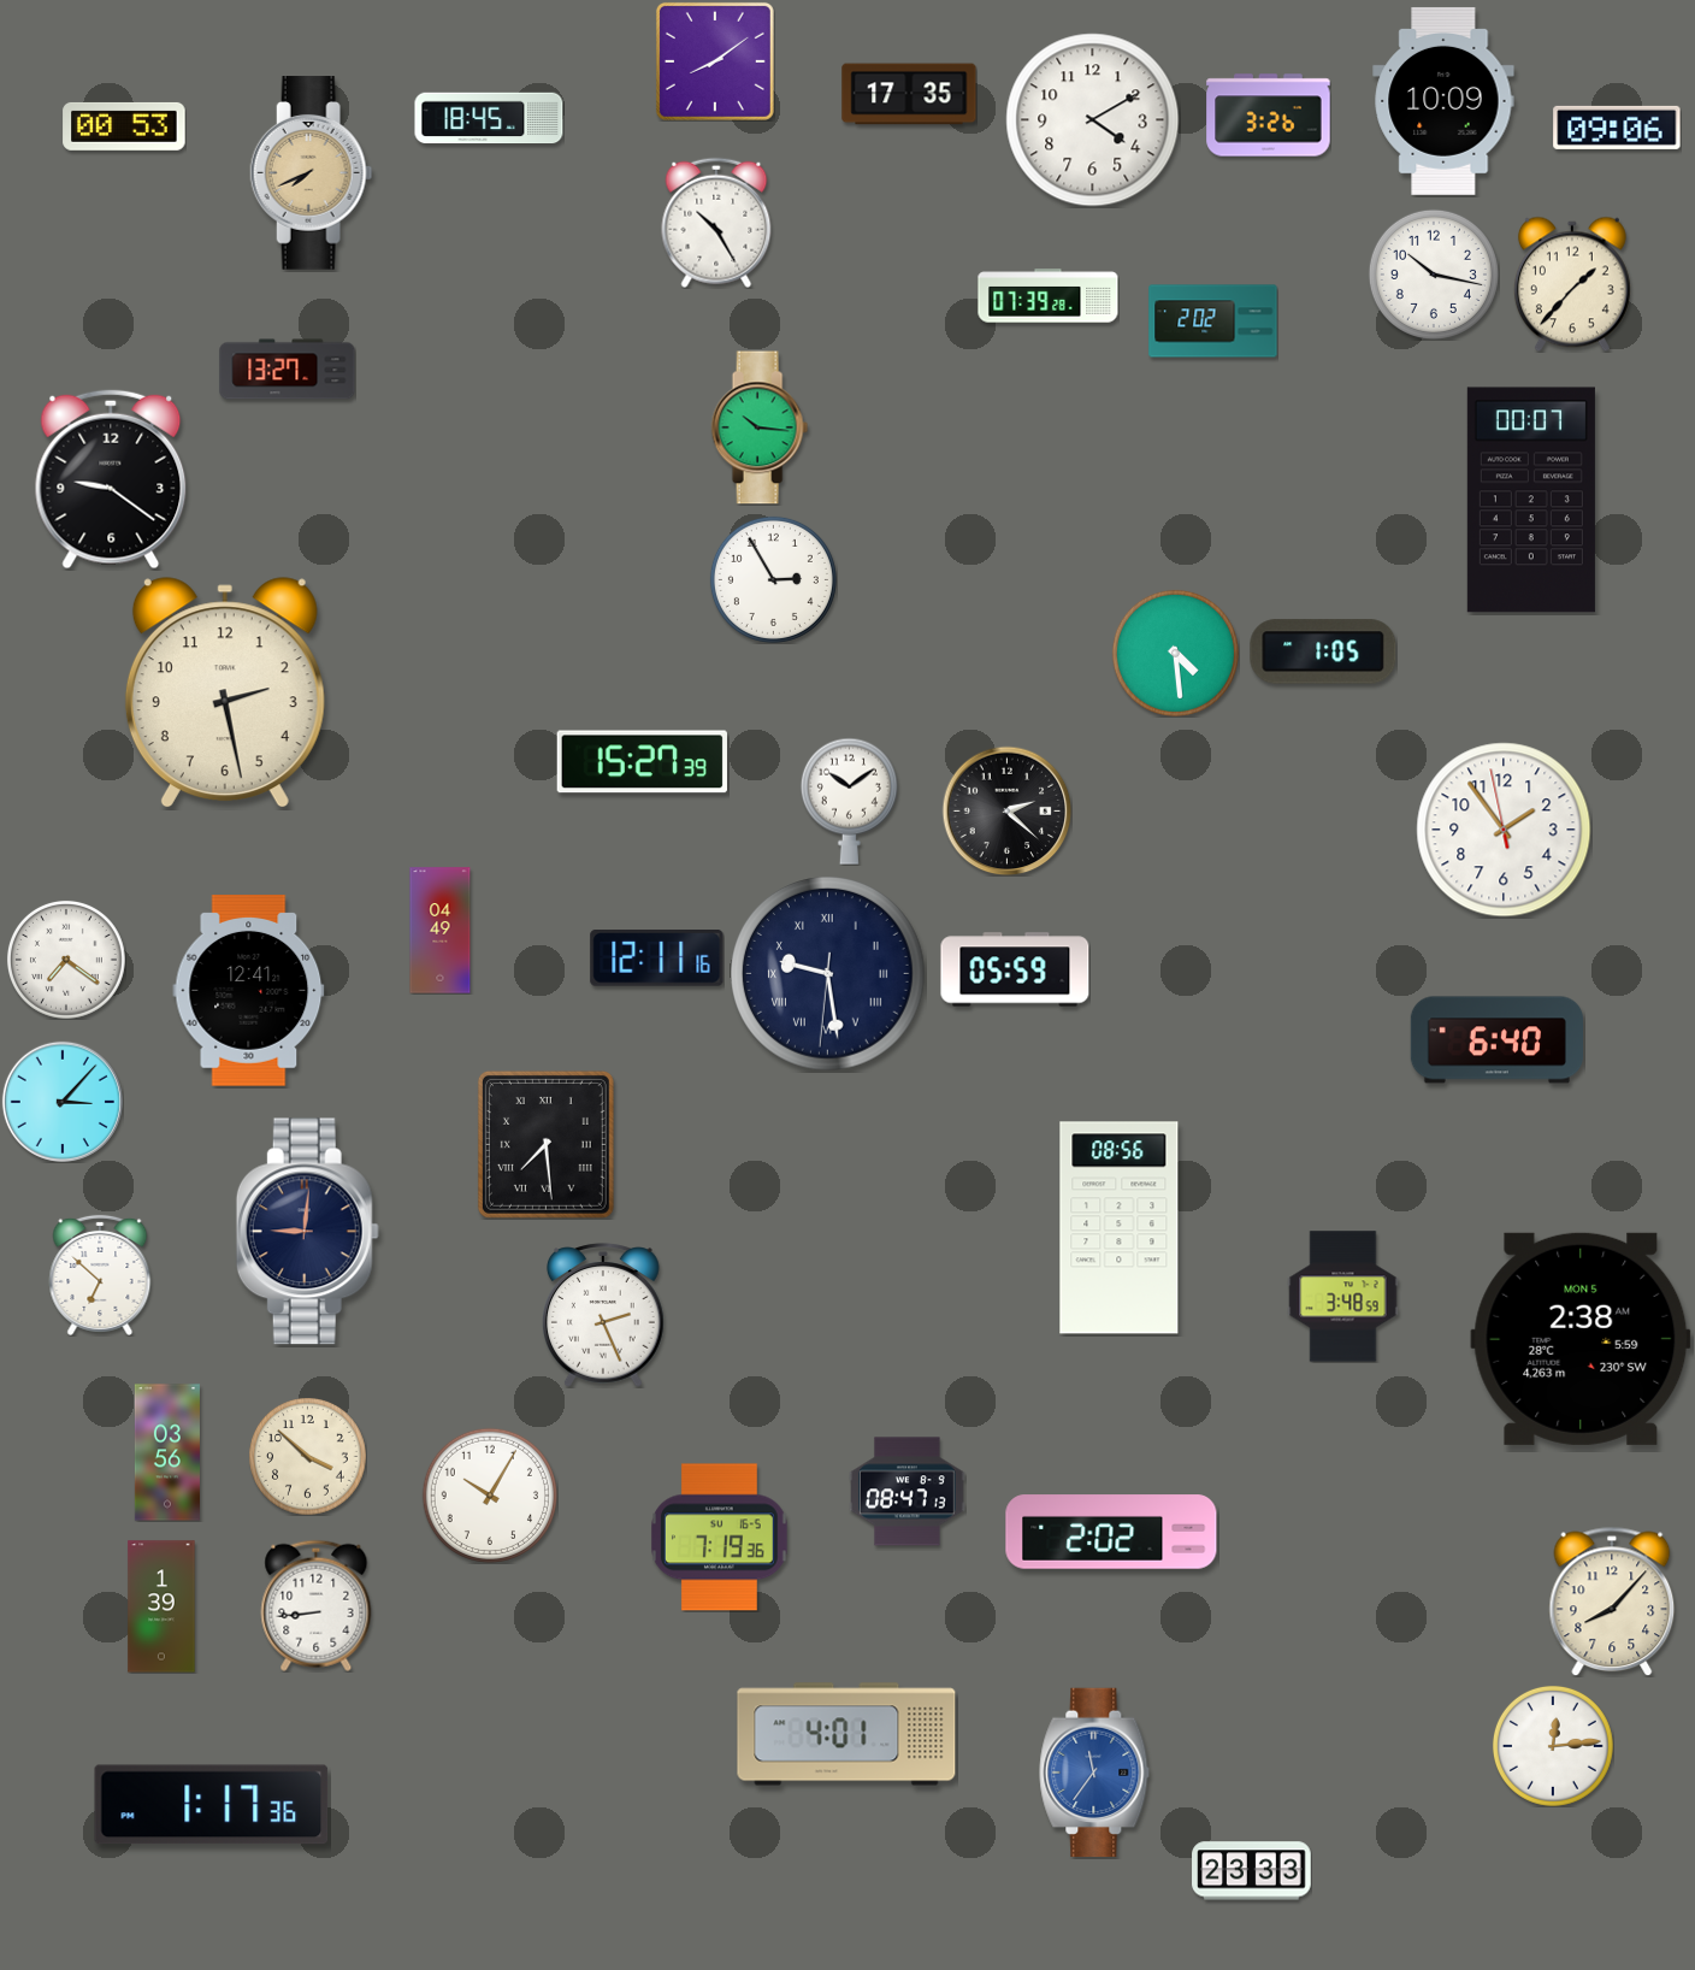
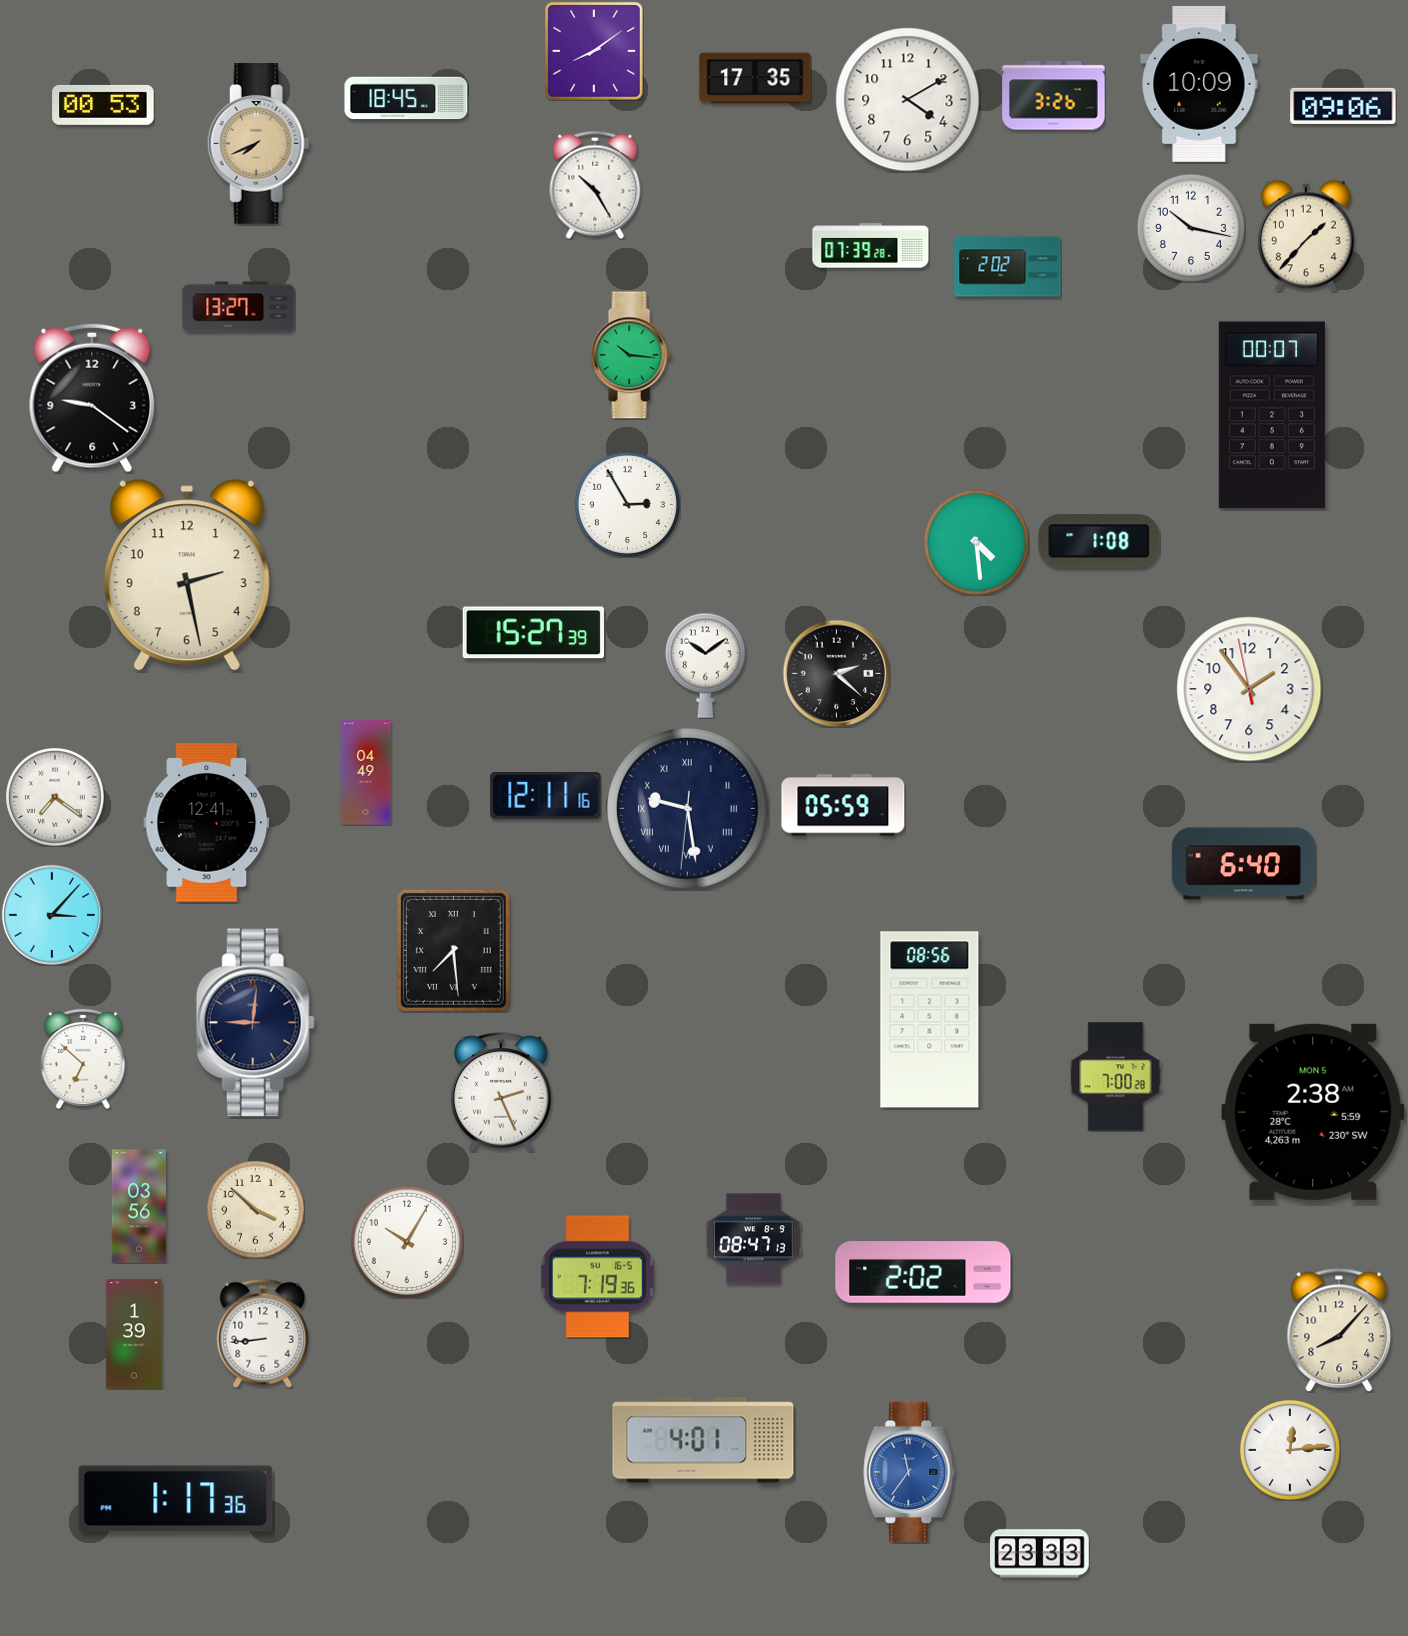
clock at (773, 579) position: (773, 579) -> (627, 504)
clock at (1323, 651): 1:05 -> 1:08
clock at (1343, 1297): 3:48 -> 7:00
